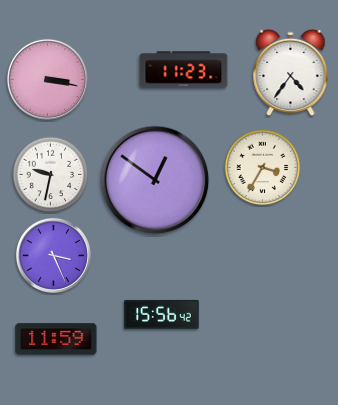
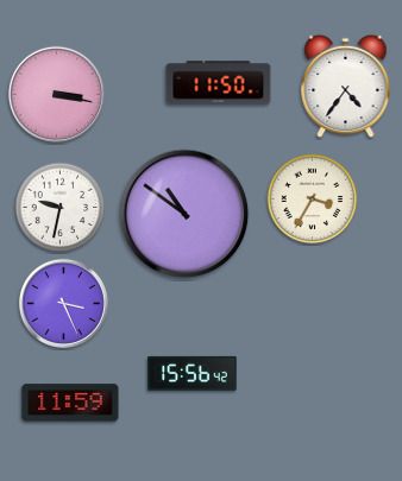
clock at (184, 70): 11:23 -> 11:50
clock at (155, 180): 12:51 -> 10:51
clock at (56, 339) position: (56, 339) -> (70, 403)
